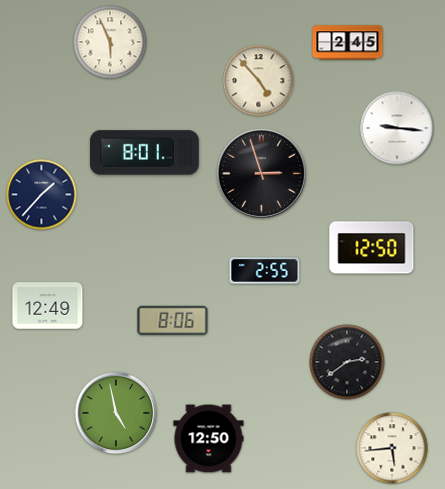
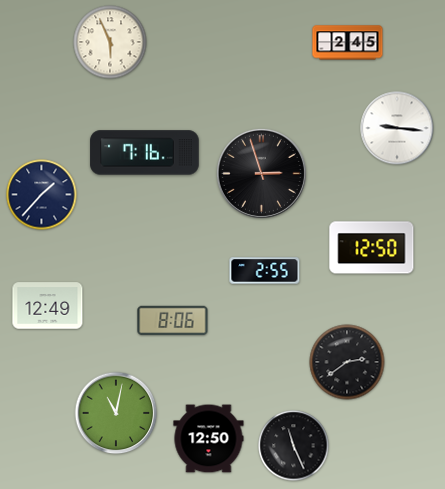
clock at (259, 81): 4:53 -> none
clock at (145, 153): 8:01 -> 7:16
clock at (116, 413): 4:58 -> 11:02
clock at (294, 446): none -> 11:26
clock at (392, 448): 5:44 -> none
